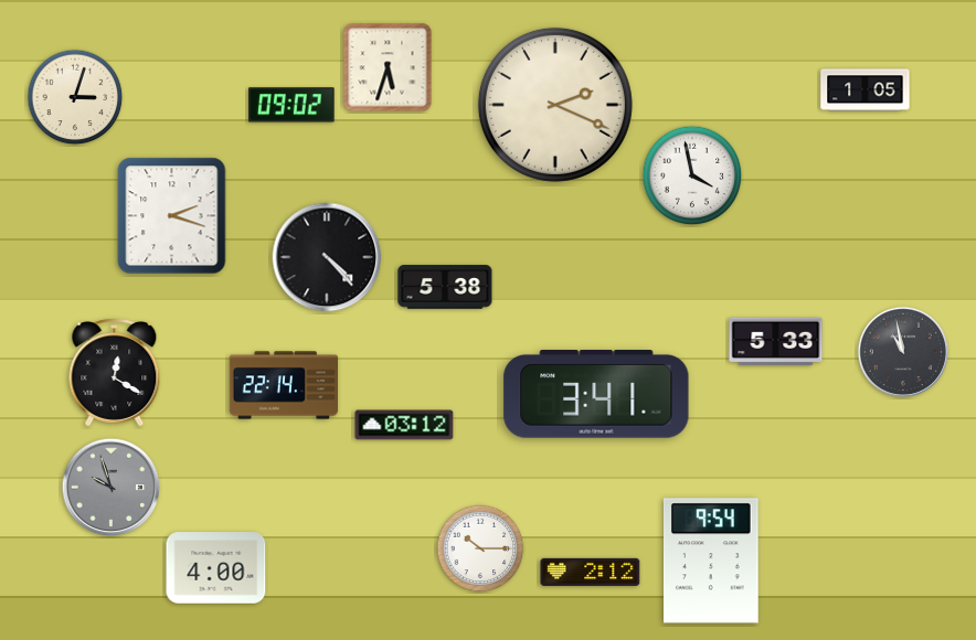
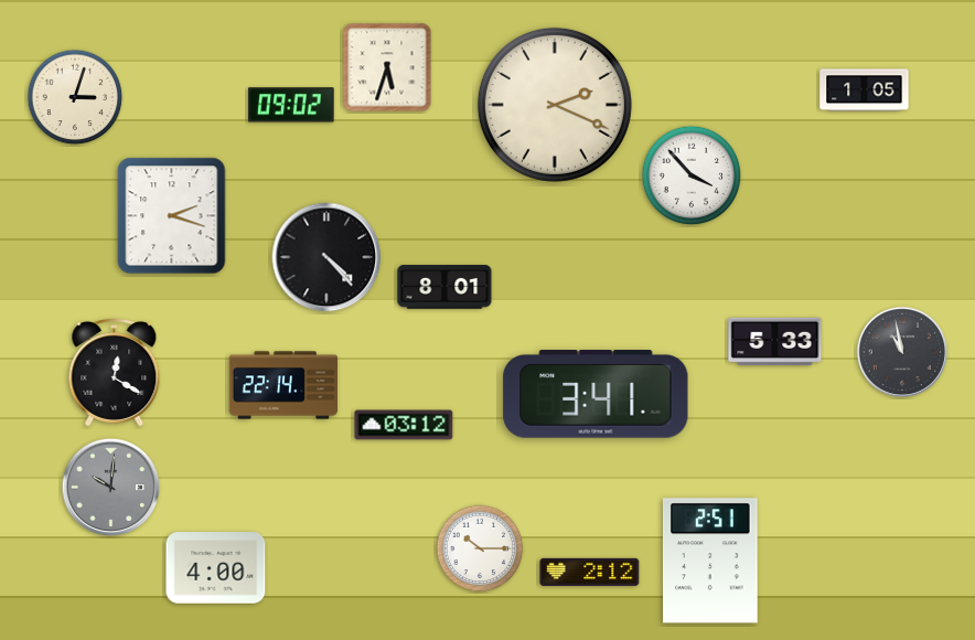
clock at (692, 175): 3:58 -> 3:53
clock at (445, 287): 5:38 -> 8:01
clock at (112, 488): 9:57 -> 10:01
clock at (712, 561): 9:54 -> 2:51
